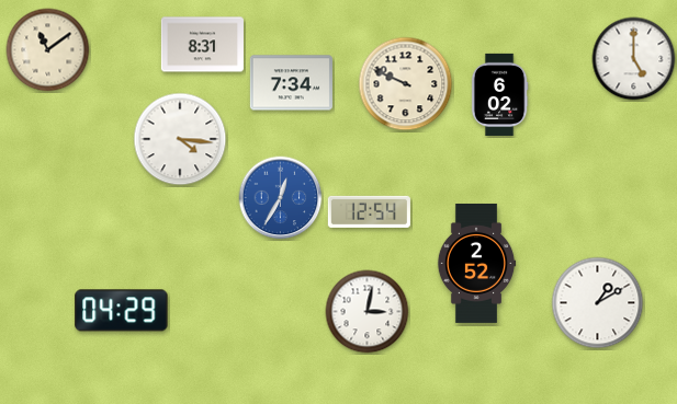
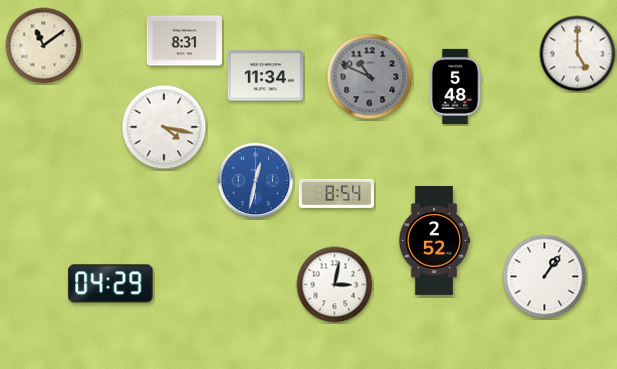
clock at (291, 83): 7:34 -> 11:34
clock at (406, 84): 9:49 -> 10:49
clock at (406, 84) dial: cream -> grey
clock at (499, 94): 6:02 -> 5:48
clock at (180, 139): 4:16 -> 4:17
clock at (281, 198): 12:35 -> 12:32
clock at (369, 211): 12:54 -> 8:54
clock at (598, 303): 1:10 -> 1:06
